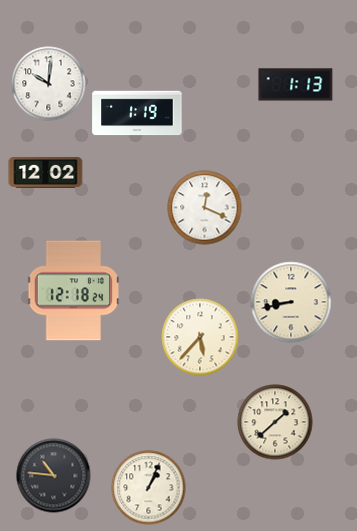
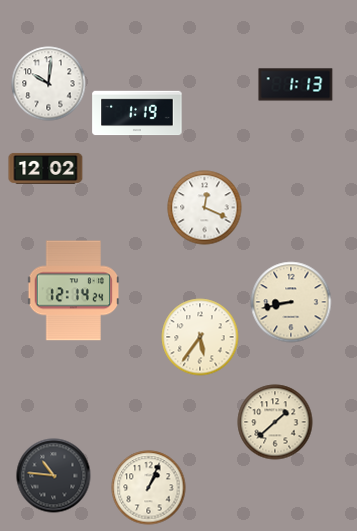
clock at (46, 172) position: (46, 172) -> (46, 168)
clock at (74, 291): 12:18 -> 12:14
clock at (200, 337): 5:37 -> 5:36
